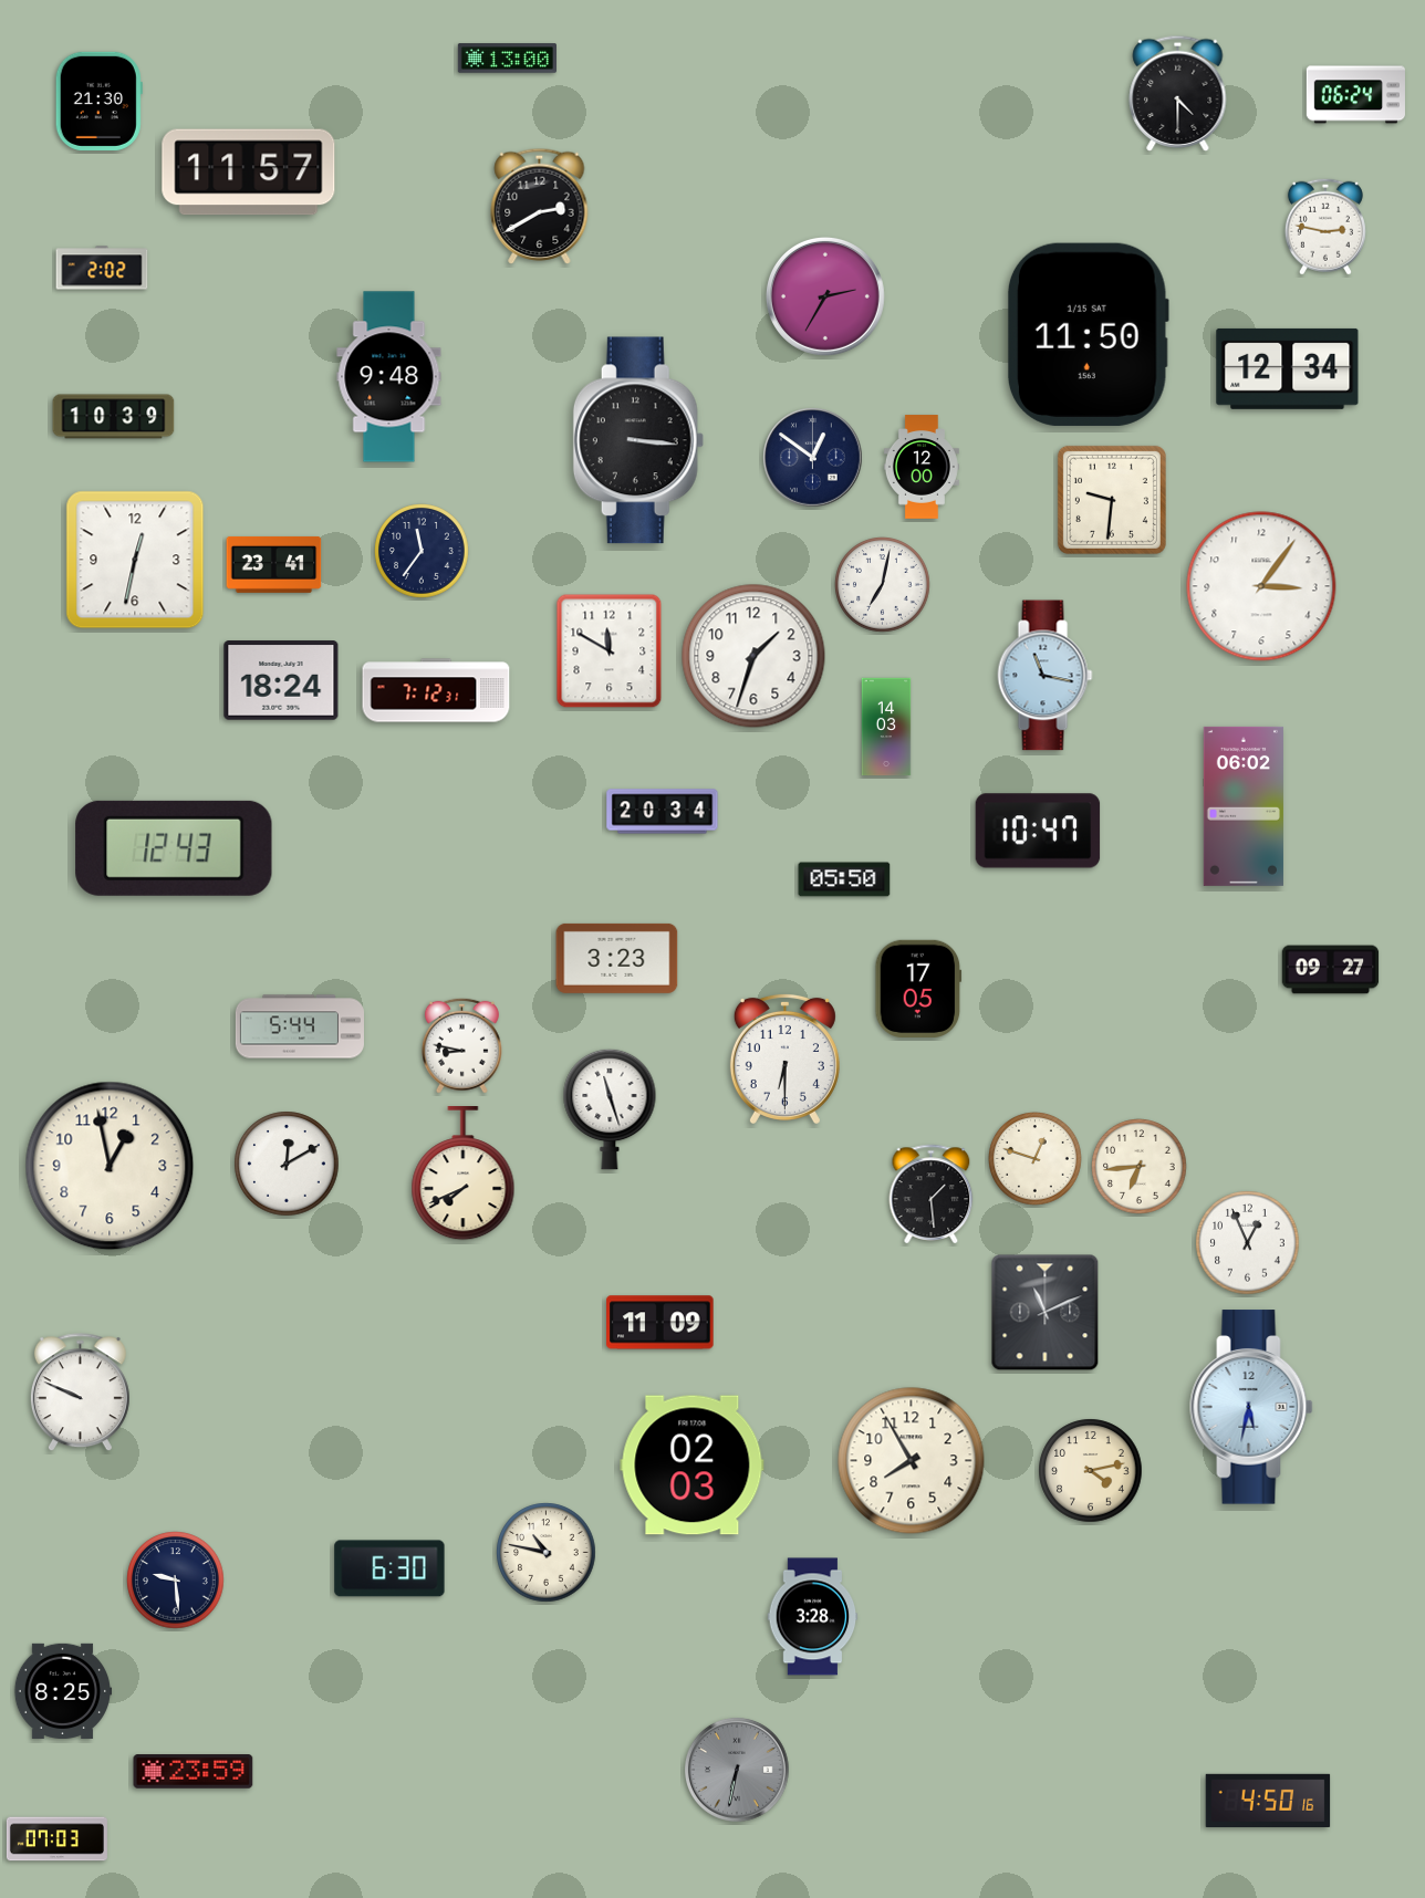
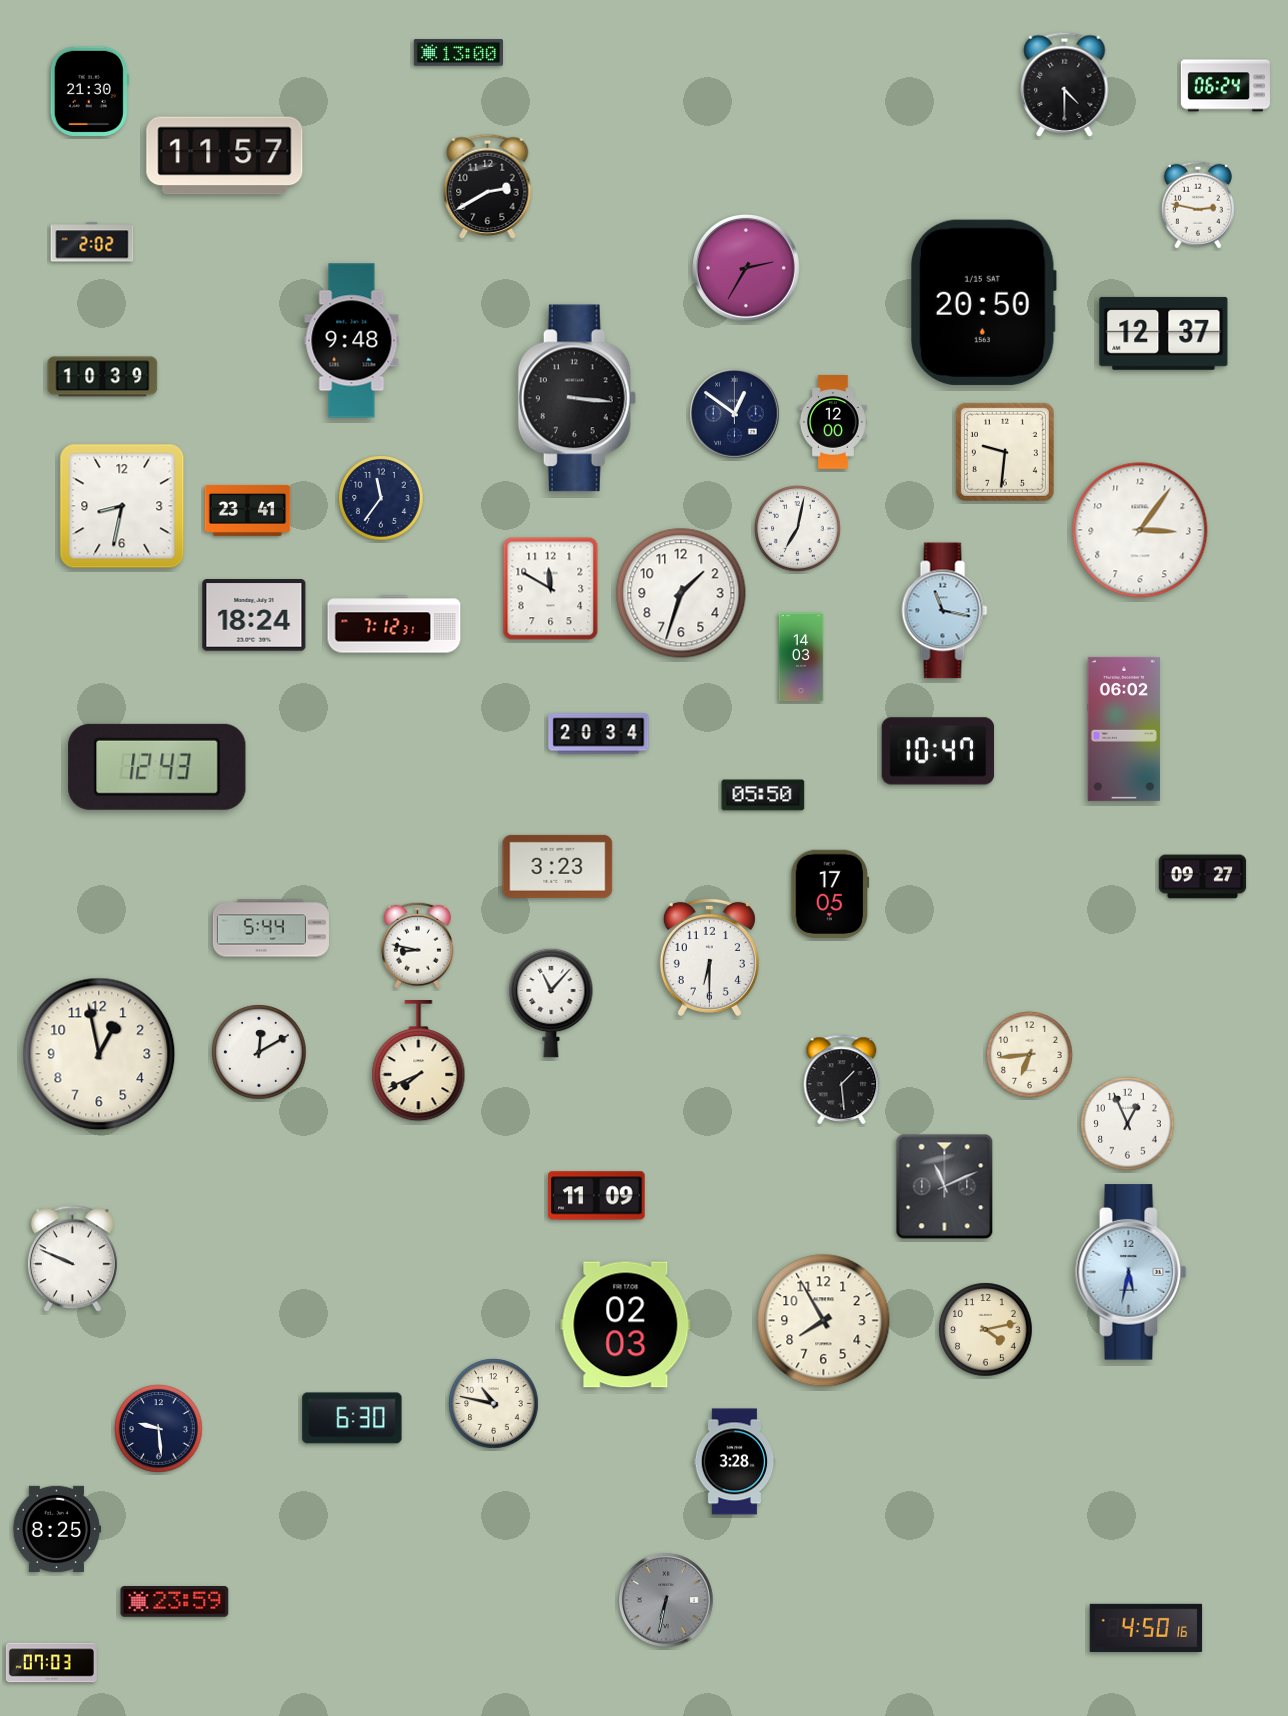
clock at (1088, 334): 11:50 -> 20:50
clock at (1288, 368): 12:34 -> 12:37
clock at (135, 560): 12:32 -> 8:32
clock at (610, 1109): 11:27 -> 11:07
clock at (1036, 1159): 12:48 -> none
